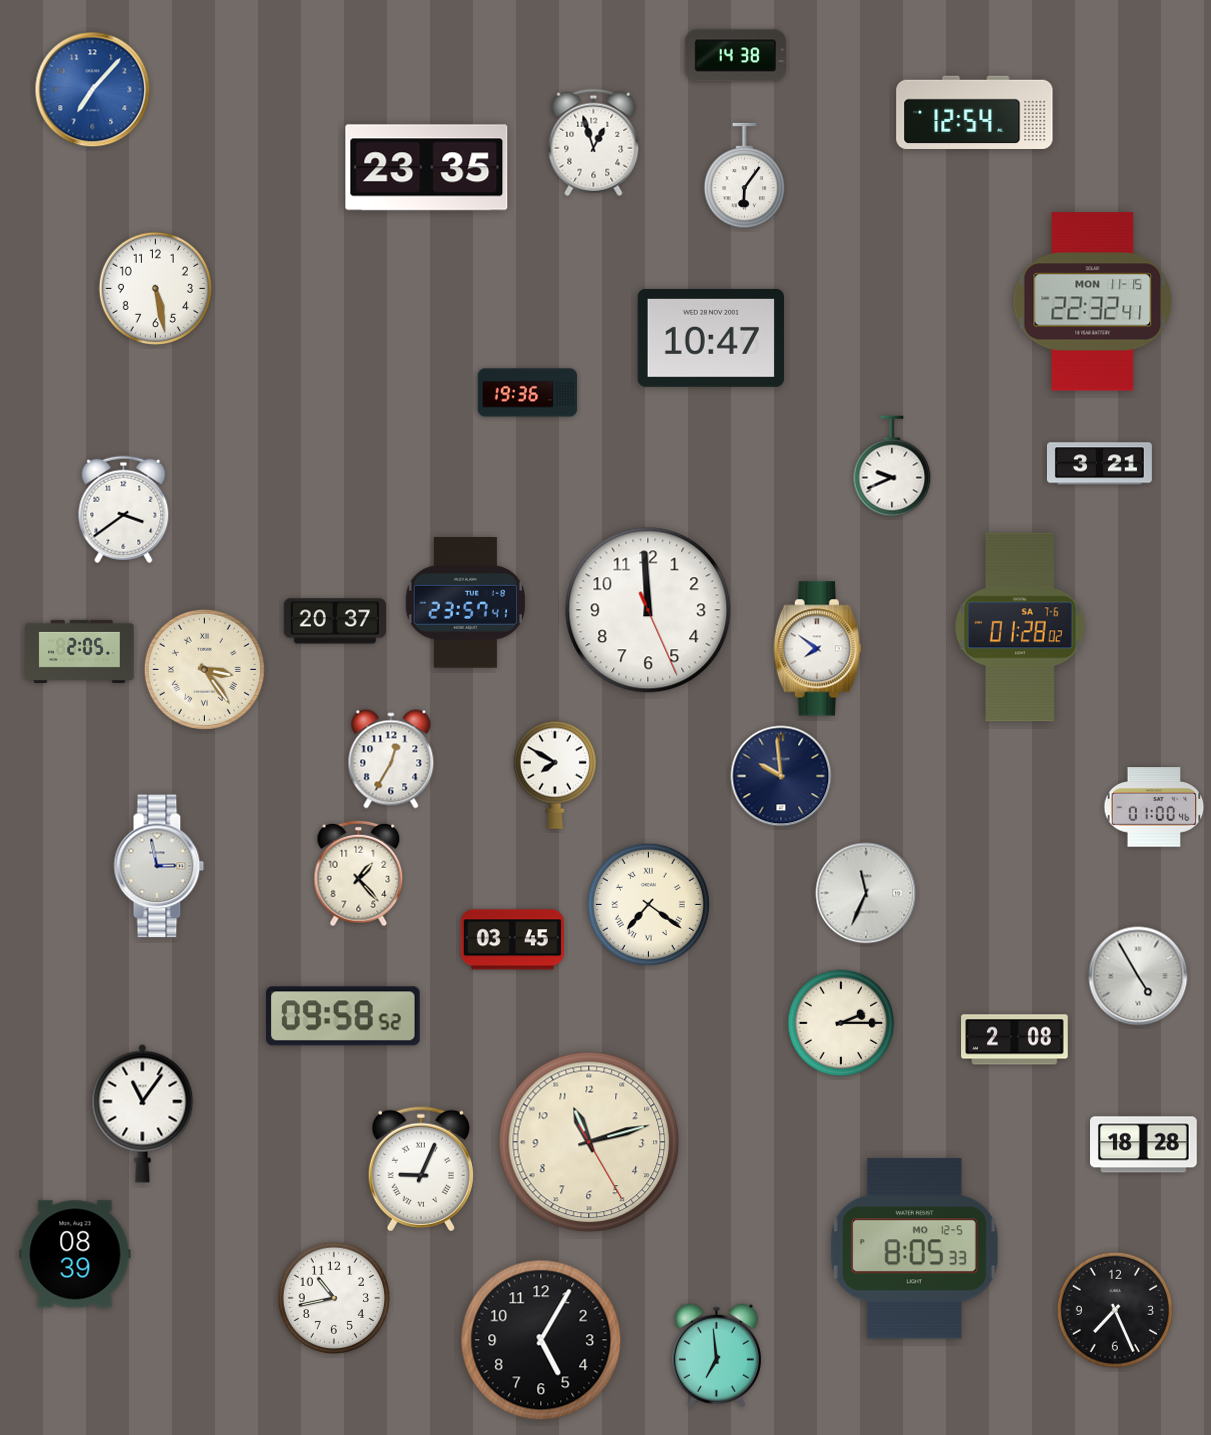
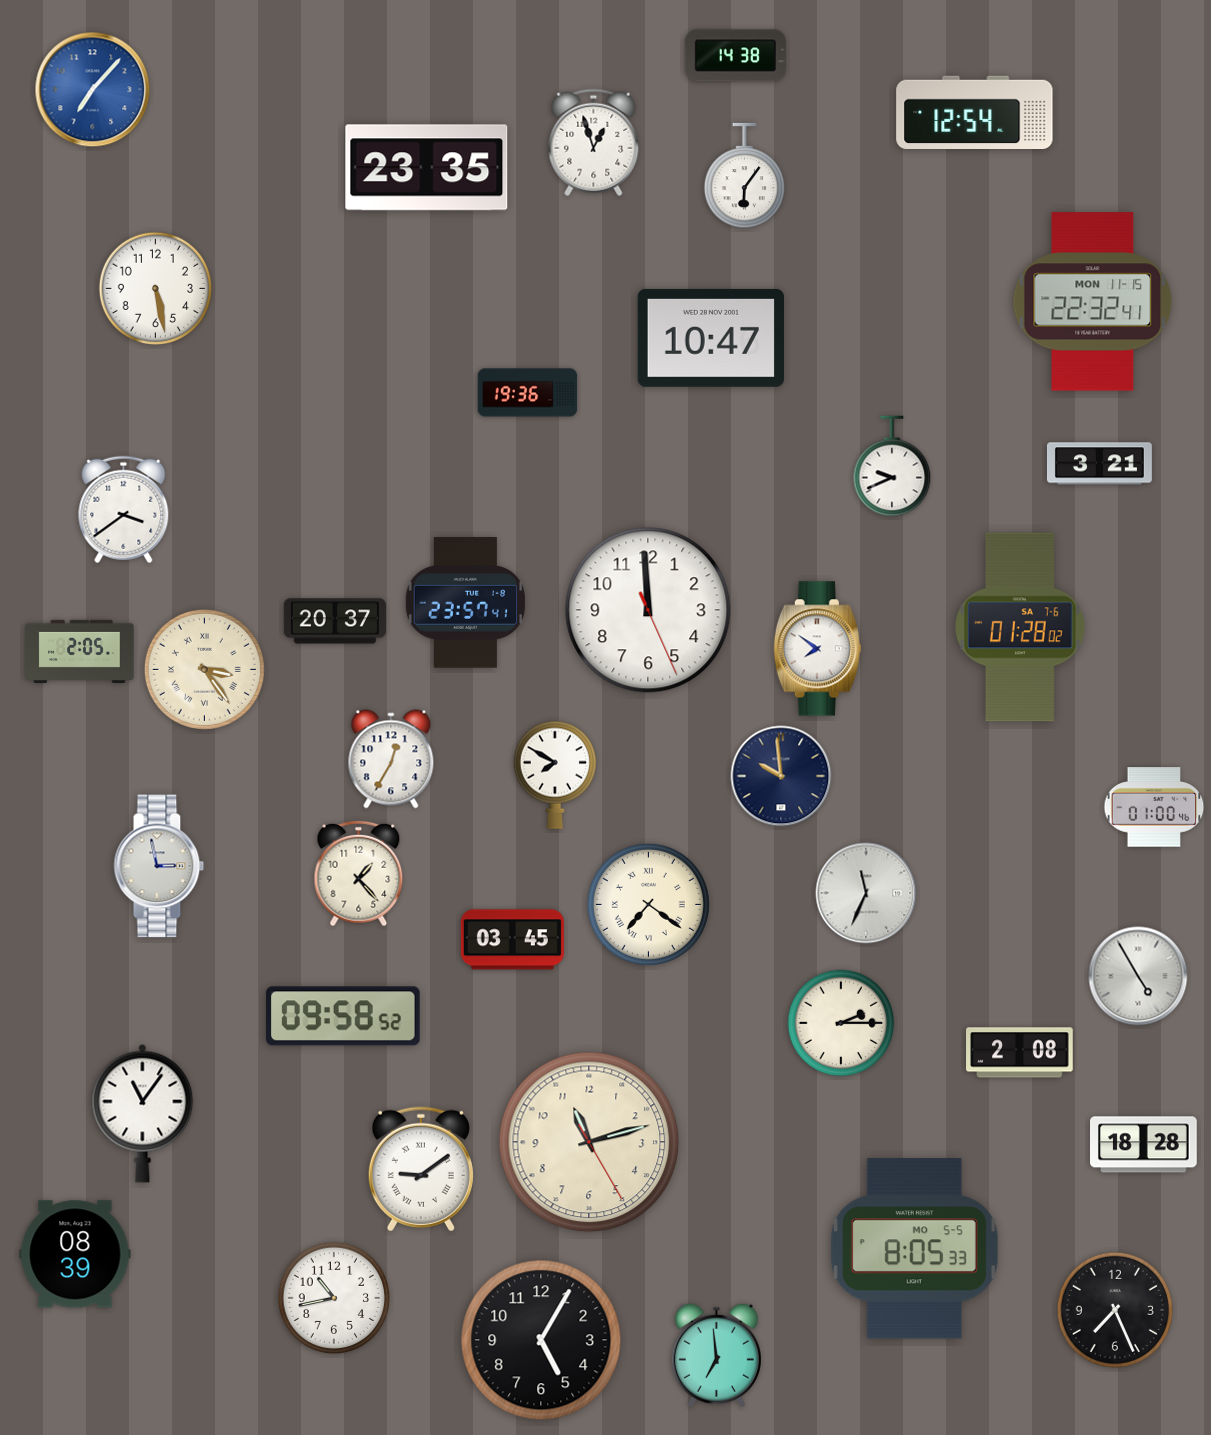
clock at (1015, 1040) position: (1015, 1040) -> (1020, 1053)
clock at (421, 1169): 9:04 -> 9:09
clock at (914, 1249) date: MO 12-5 -> MO 5-5
